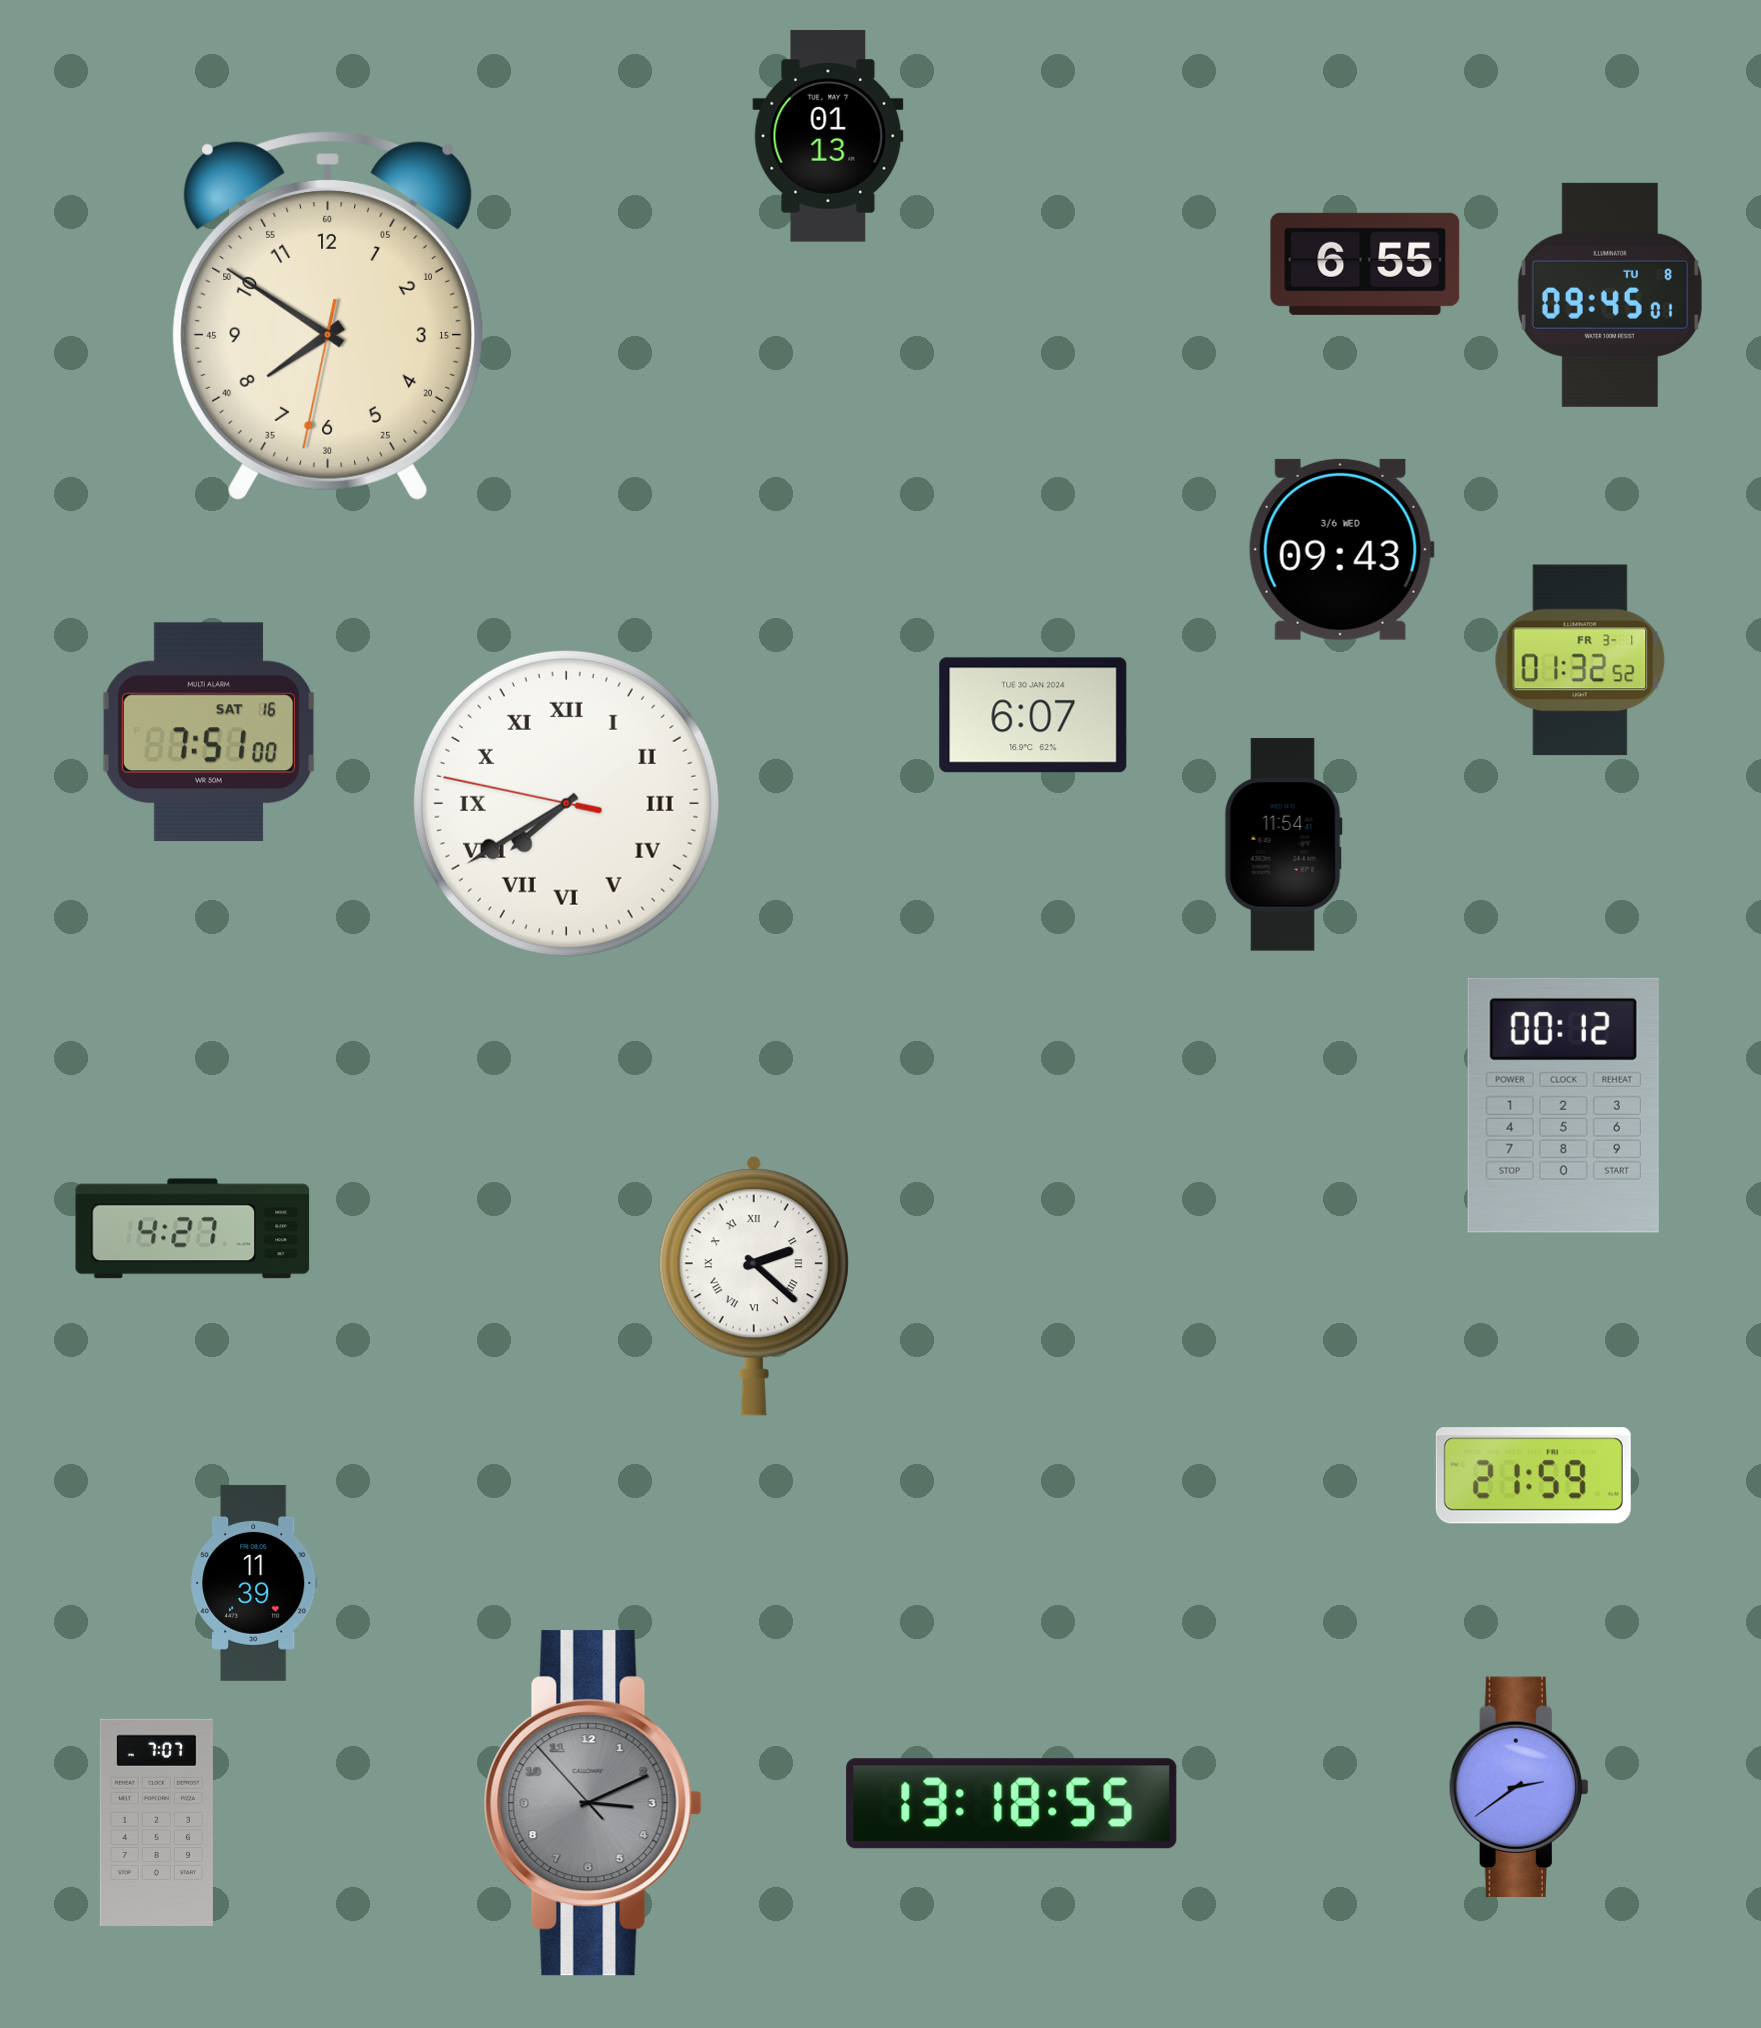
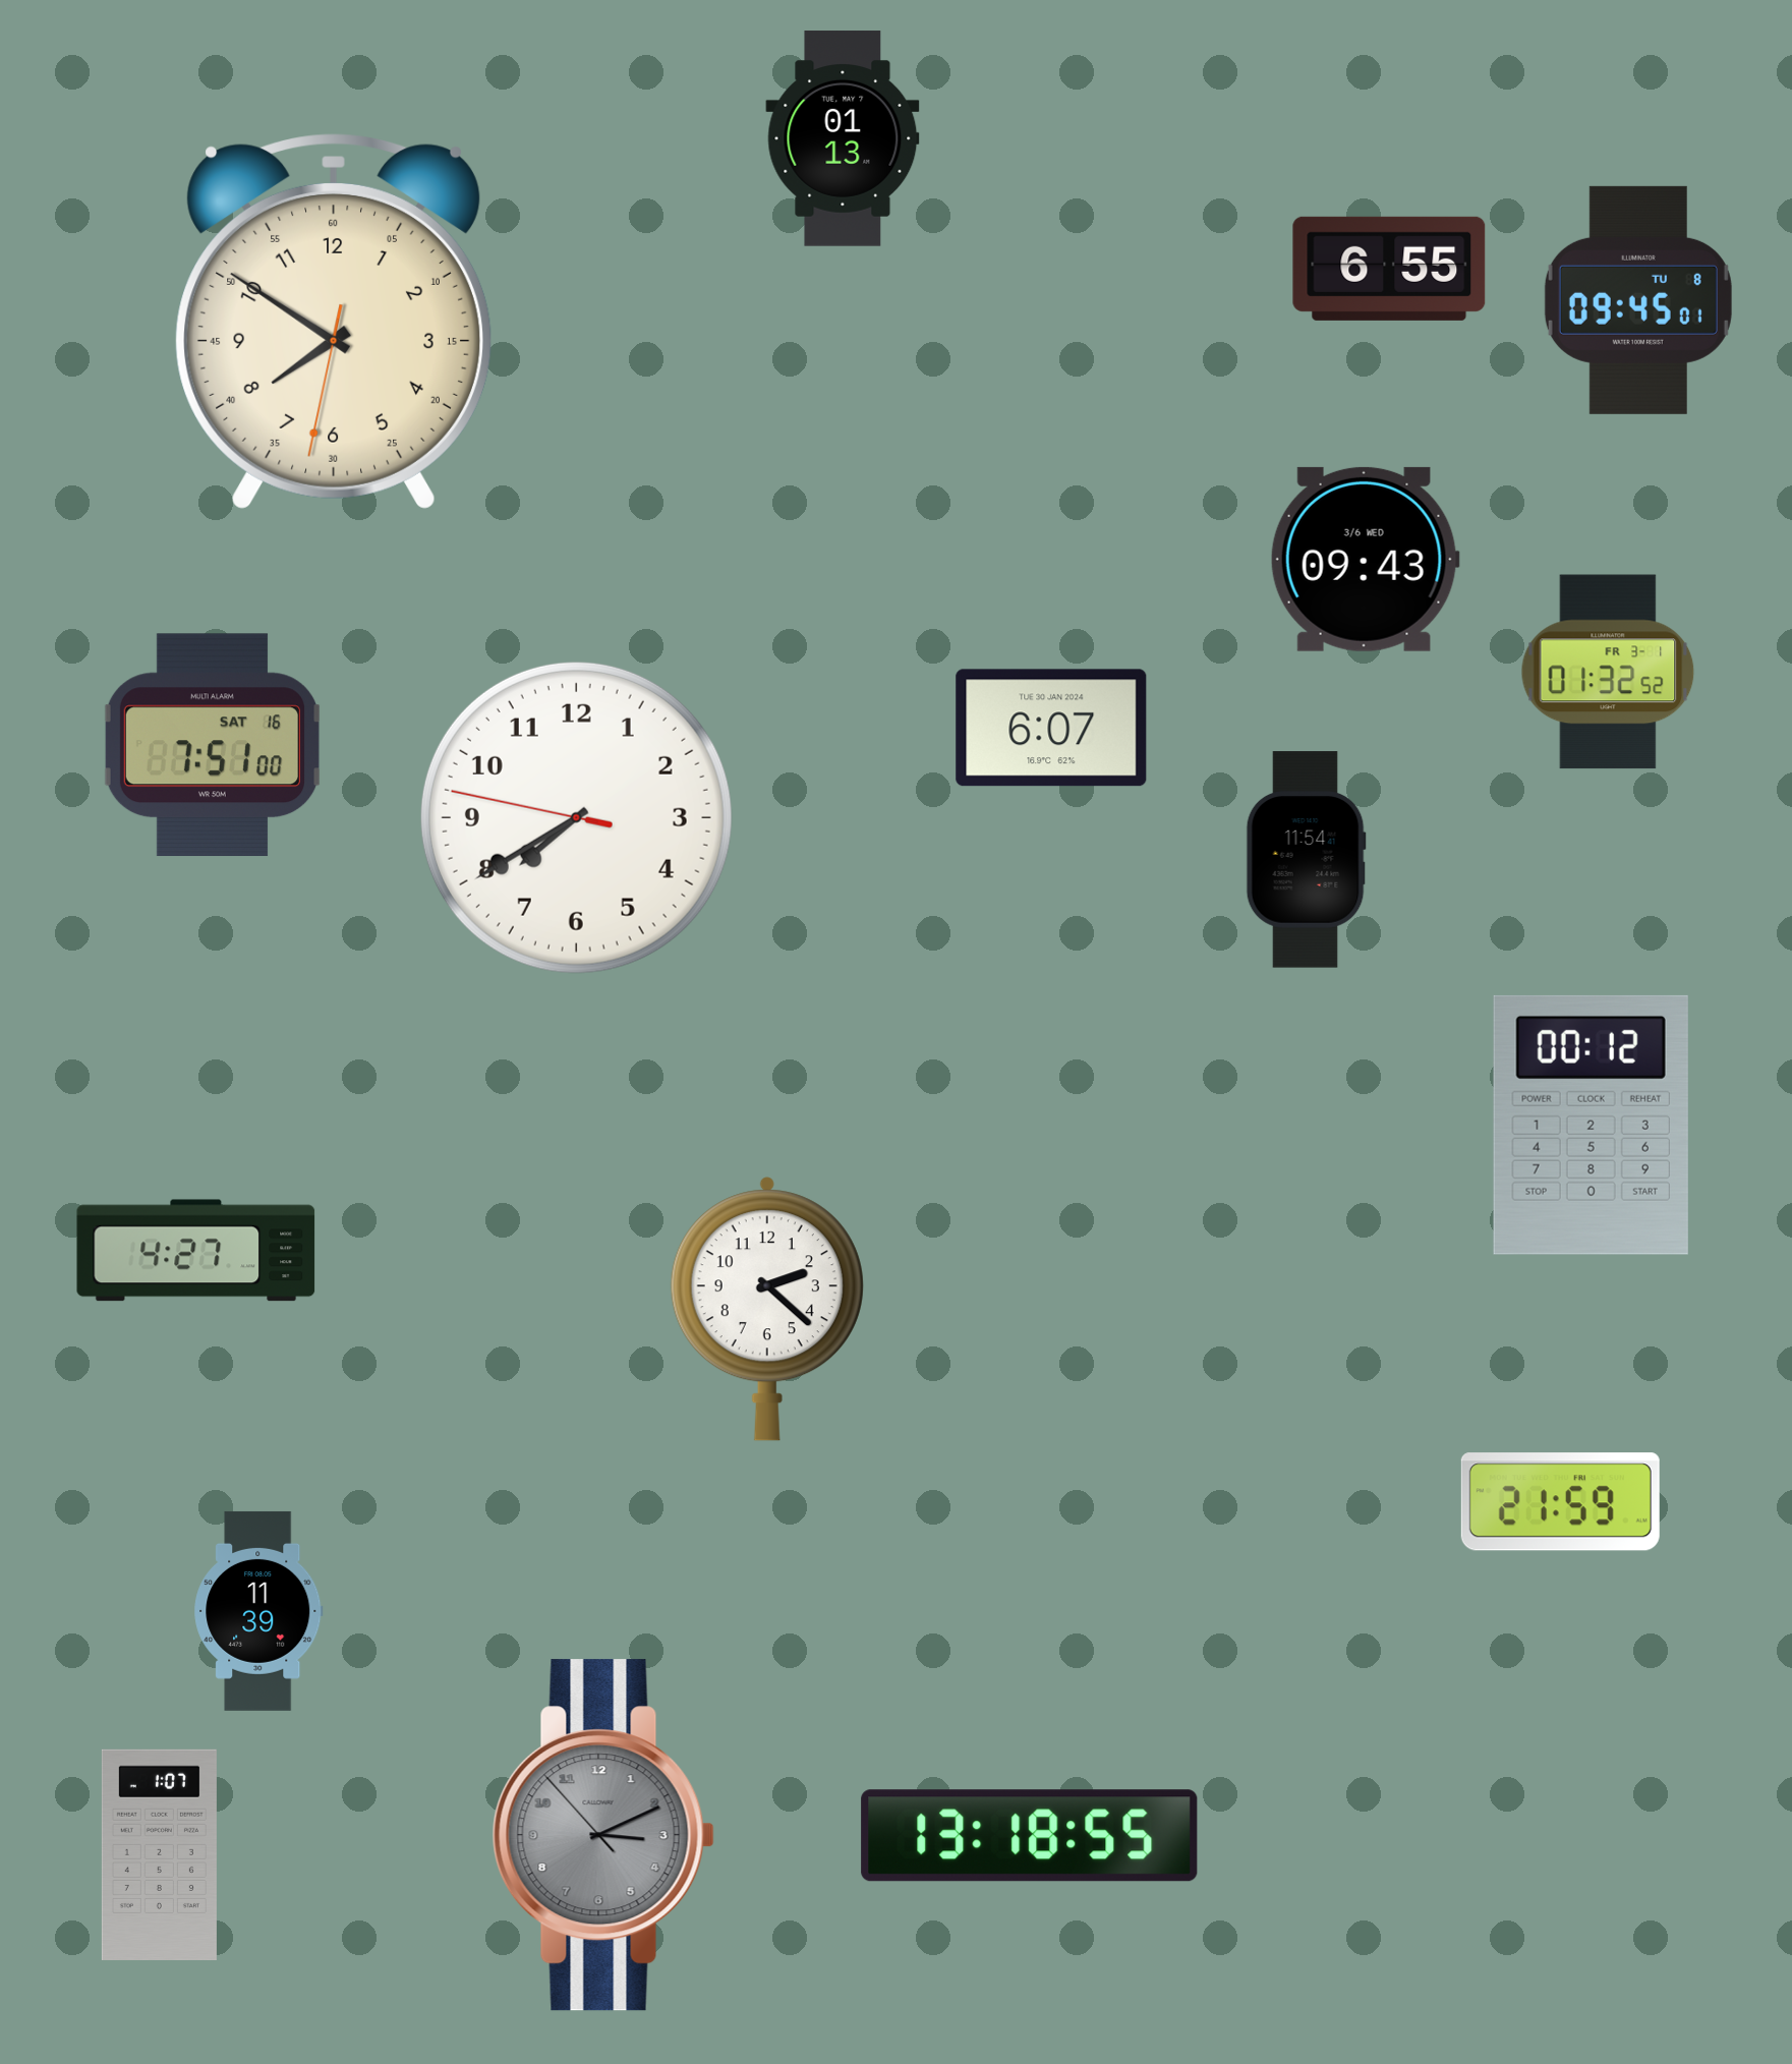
clock at (566, 803) numerals: Roman -> Arabic
clock at (754, 1286) numerals: Roman -> Arabic
clock at (1519, 1786): 2:39 -> none
clock at (156, 1822): 7:07 -> 1:07
